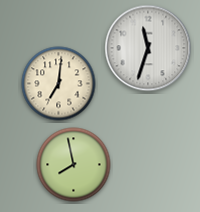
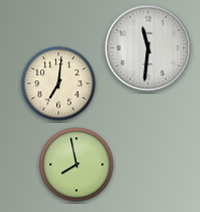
clock at (148, 48): 11:33 -> 11:31
clock at (74, 165) position: (74, 165) -> (77, 165)
